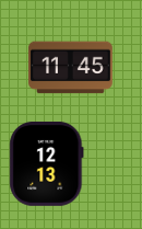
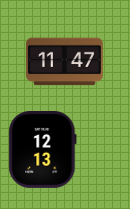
clock at (71, 68): 11:45 -> 11:47
